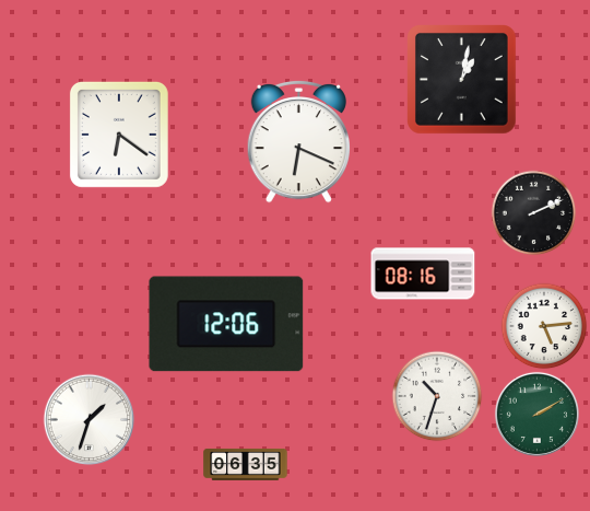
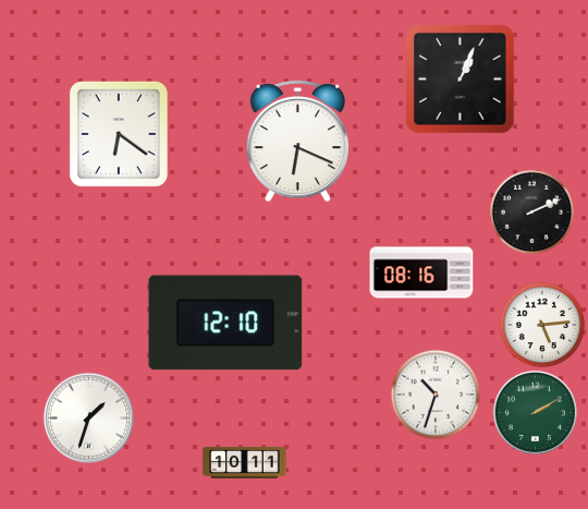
clock at (462, 80): 1:02 -> 1:04
clock at (226, 324): 12:06 -> 12:10
clock at (246, 464): 06:35 -> 10:11
